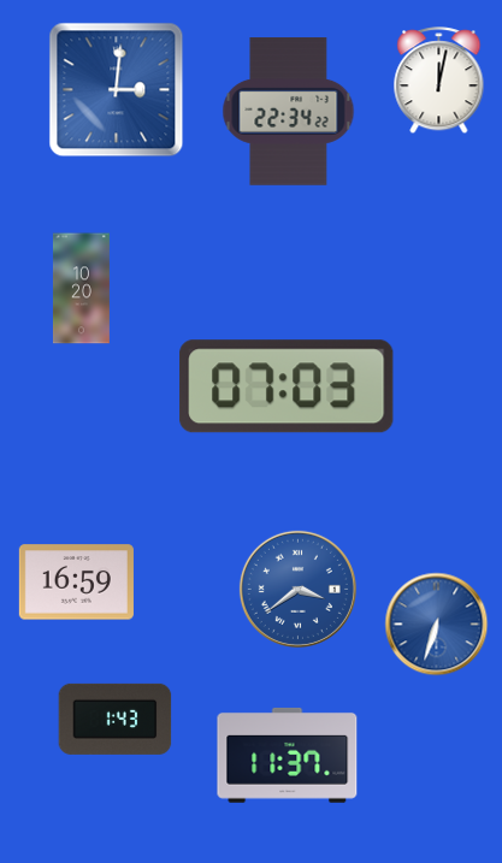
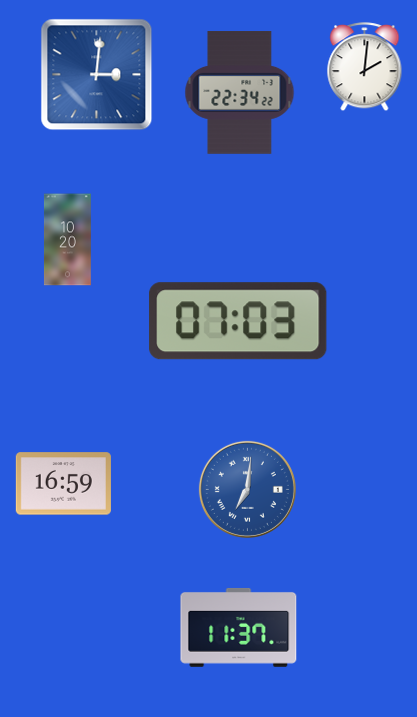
clock at (439, 81): 12:02 -> 2:01
clock at (297, 589): 3:39 -> 7:01
clock at (437, 625): 6:33 -> none
clock at (116, 719): 1:43 -> none
